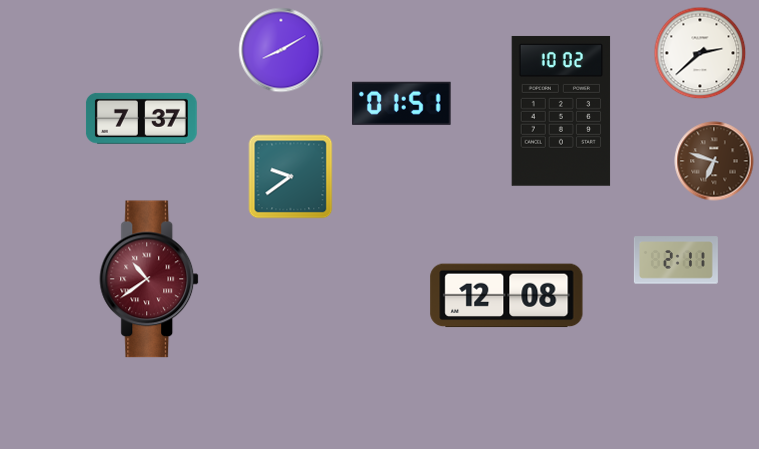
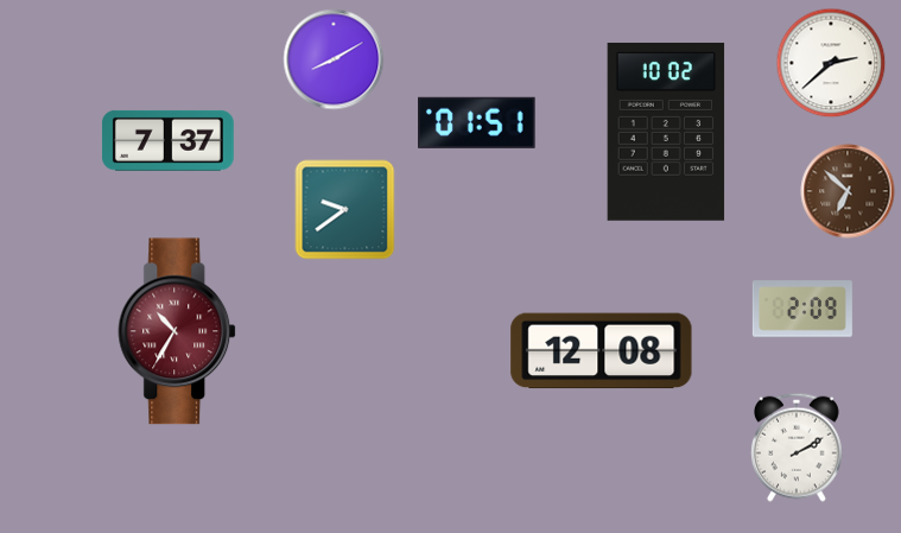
clock at (714, 161): 6:48 -> 6:52
clock at (676, 260): 2:11 -> 2:09
clock at (150, 279): 10:39 -> 10:35
clock at (797, 448): none -> 2:10
